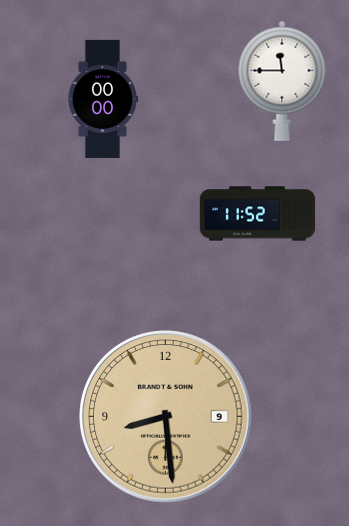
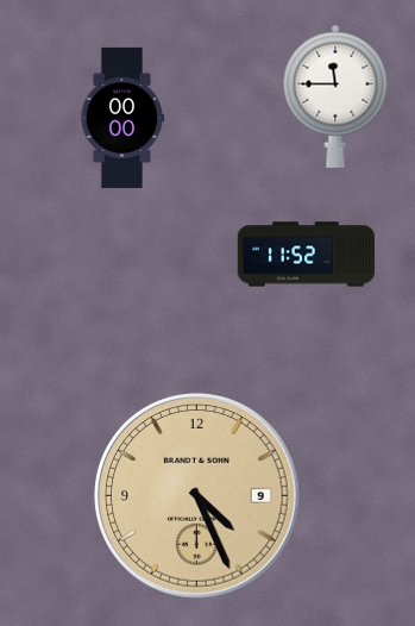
clock at (166, 417): 8:29 -> 4:26
